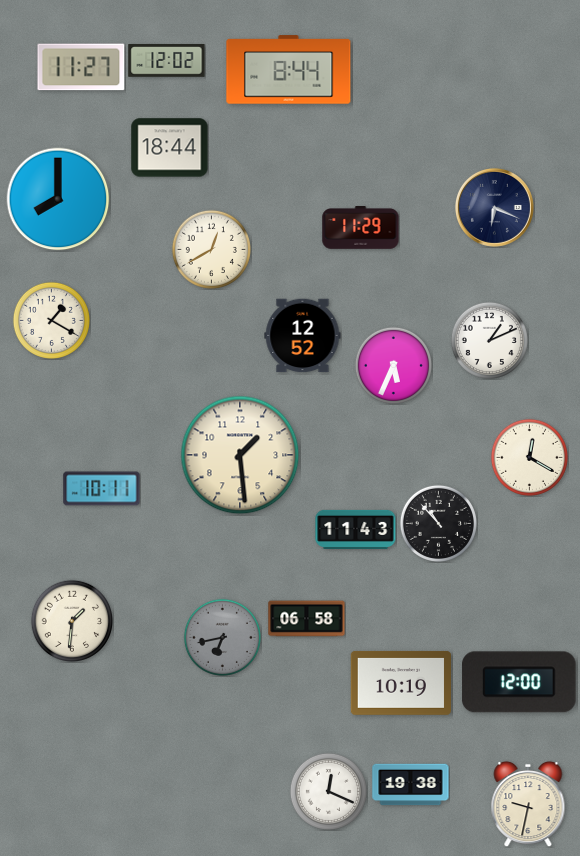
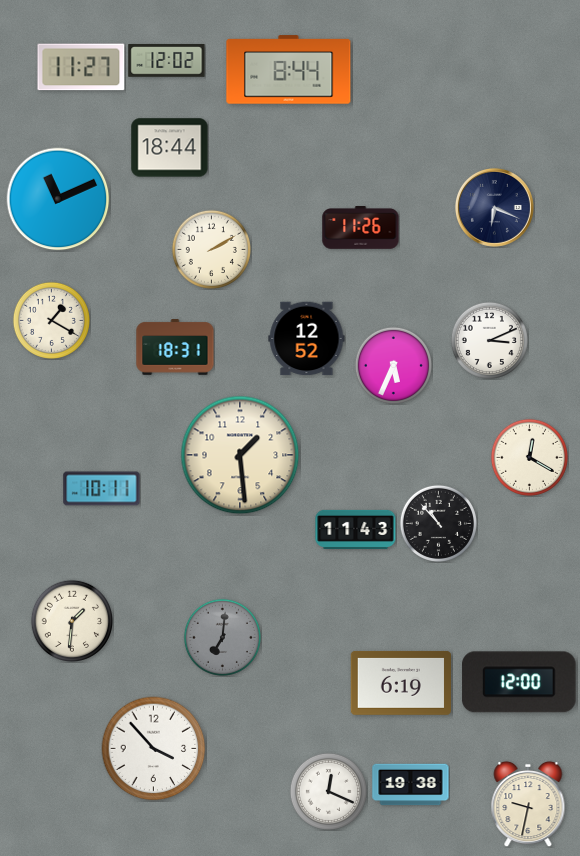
clock at (58, 199): 8:00 -> 11:11
clock at (361, 228): 11:29 -> 11:26
clock at (211, 249): 12:40 -> 2:10
clock at (303, 336) position: (303, 336) -> (307, 339)
clock at (489, 340): 1:11 -> 3:11
clock at (175, 347): none -> 18:31
clock at (307, 619): 06:58 -> none
clock at (222, 637): 6:43 -> 7:01
clock at (400, 683): 10:19 -> 6:19
clock at (154, 749): none -> 3:53
